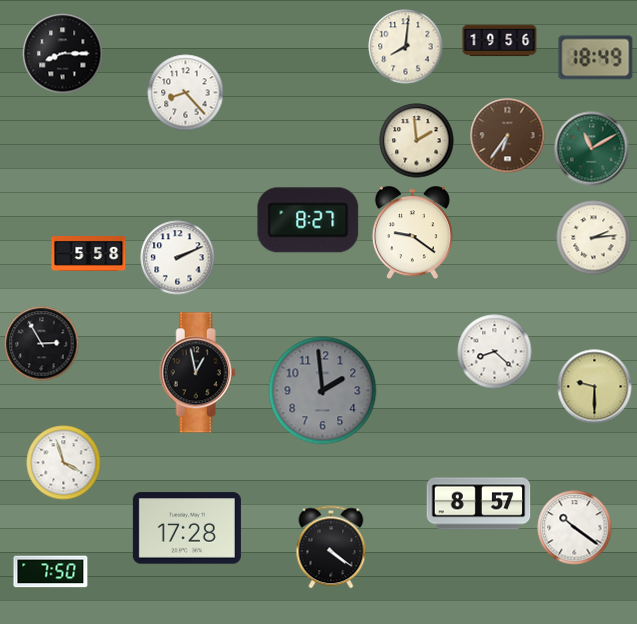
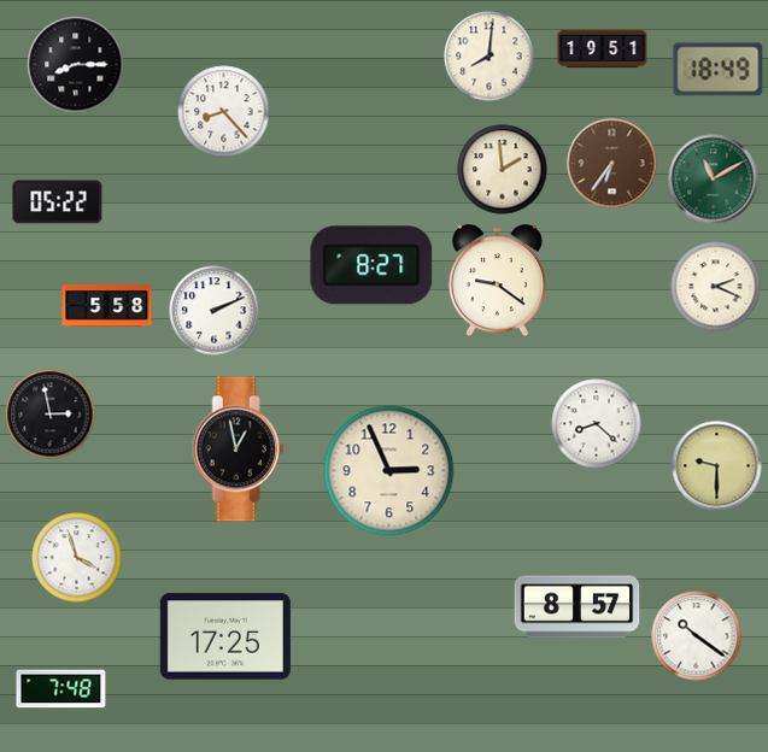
clock at (500, 41): 19:56 -> 19:51
clock at (58, 202): none -> 05:22
clock at (594, 238): 2:14 -> 2:19
clock at (42, 344): 2:55 -> 2:58
clock at (323, 391): 1:59 -> 2:56
clock at (323, 391) dial: grey -> cream
clock at (187, 528): 17:28 -> 17:25
clock at (575, 528) position: (575, 528) -> (697, 636)
clock at (331, 547): 4:21 -> none
clock at (51, 572): 7:50 -> 7:48
